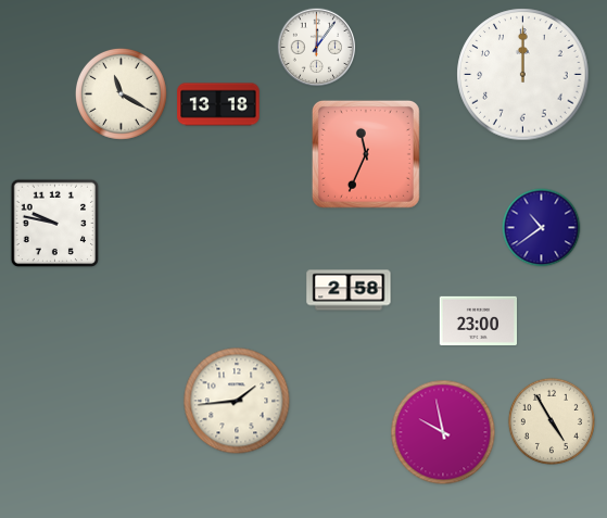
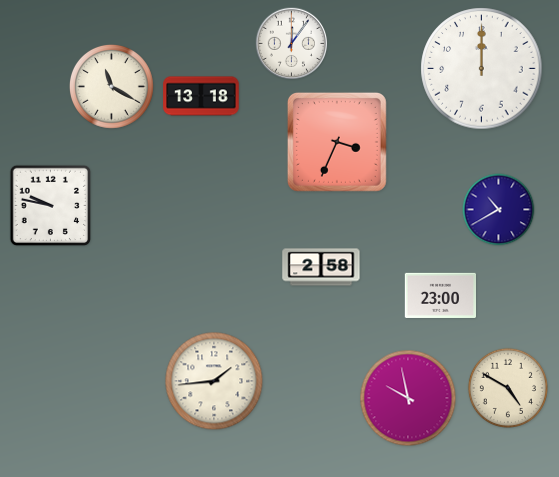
clock at (366, 154): 11:34 -> 3:34
clock at (542, 228): 10:39 -> 10:40
clock at (237, 401) position: (237, 401) -> (214, 381)
clock at (552, 421): 4:55 -> 4:50
